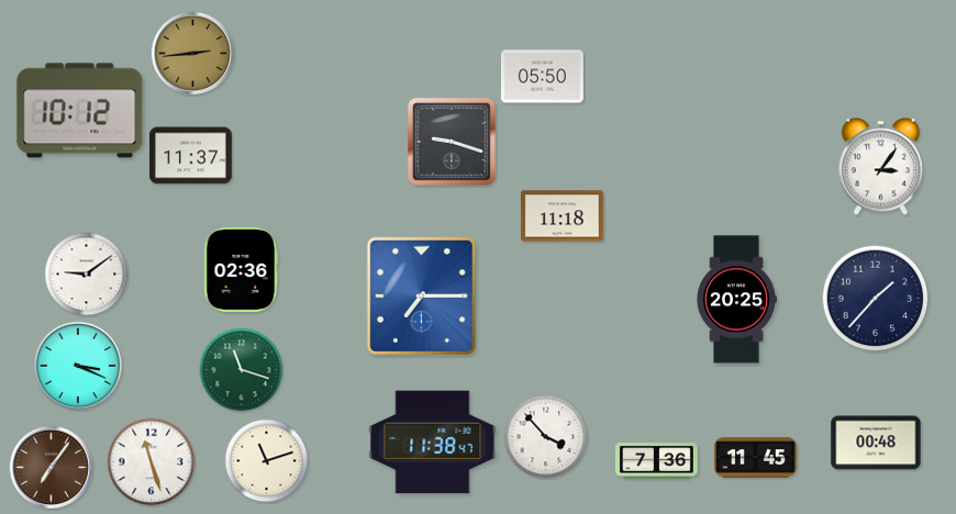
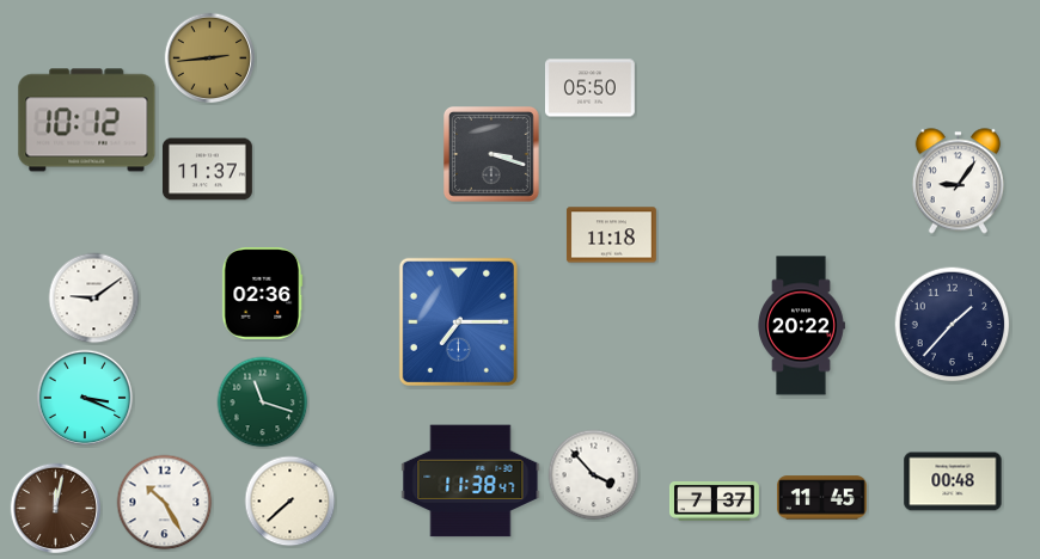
clock at (542, 77) position: (542, 77) -> (589, 88)
clock at (453, 143): 9:18 -> 3:18
clock at (880, 167): 3:06 -> 9:06
clock at (736, 300): 20:25 -> 20:22
clock at (267, 461): 11:12 -> 7:38
clock at (656, 461): 7:36 -> 7:37
clock at (152, 462): 11:27 -> 10:25
clock at (52, 468): 7:06 -> 12:02
